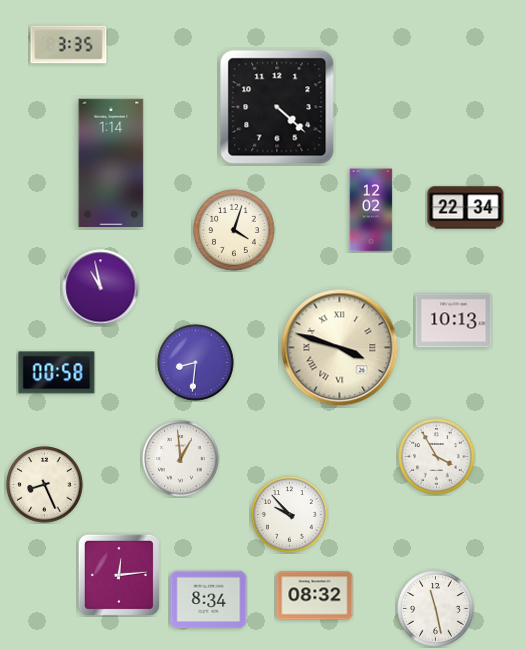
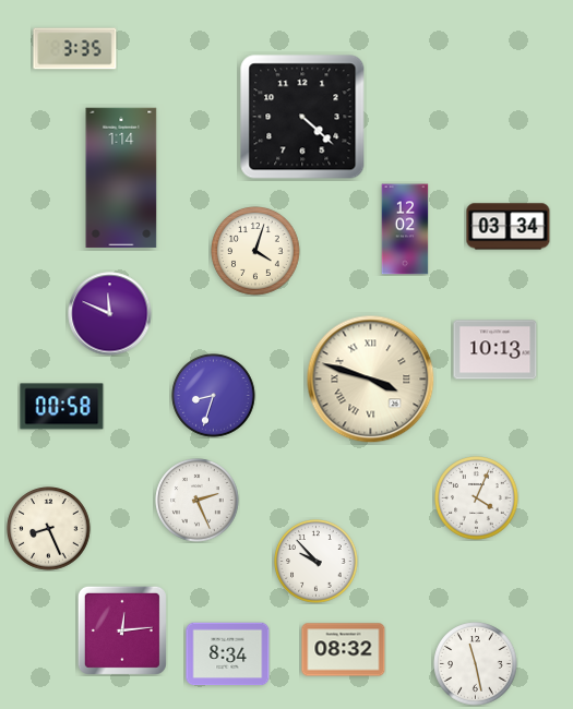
clock at (466, 208): 22:34 -> 03:34
clock at (101, 288): 10:58 -> 11:49
clock at (196, 363): 8:31 -> 8:33
clock at (437, 457): 3:55 -> 4:04
clock at (181, 459): 12:59 -> 2:26
clock at (119, 575) position: (119, 575) -> (122, 630)
